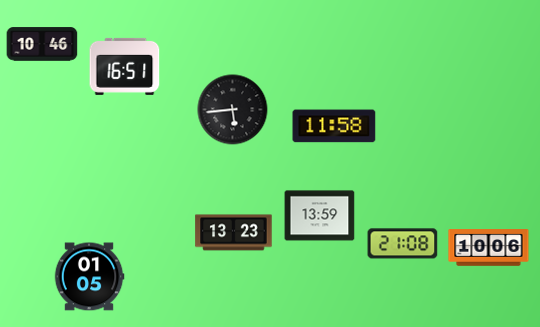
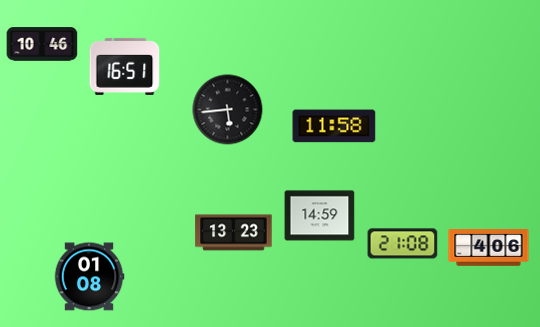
clock at (233, 110) position: (233, 110) -> (228, 110)
clock at (320, 216): 13:59 -> 14:59
clock at (489, 248): 10:06 -> 4:06
clock at (89, 277): 01:05 -> 01:08
